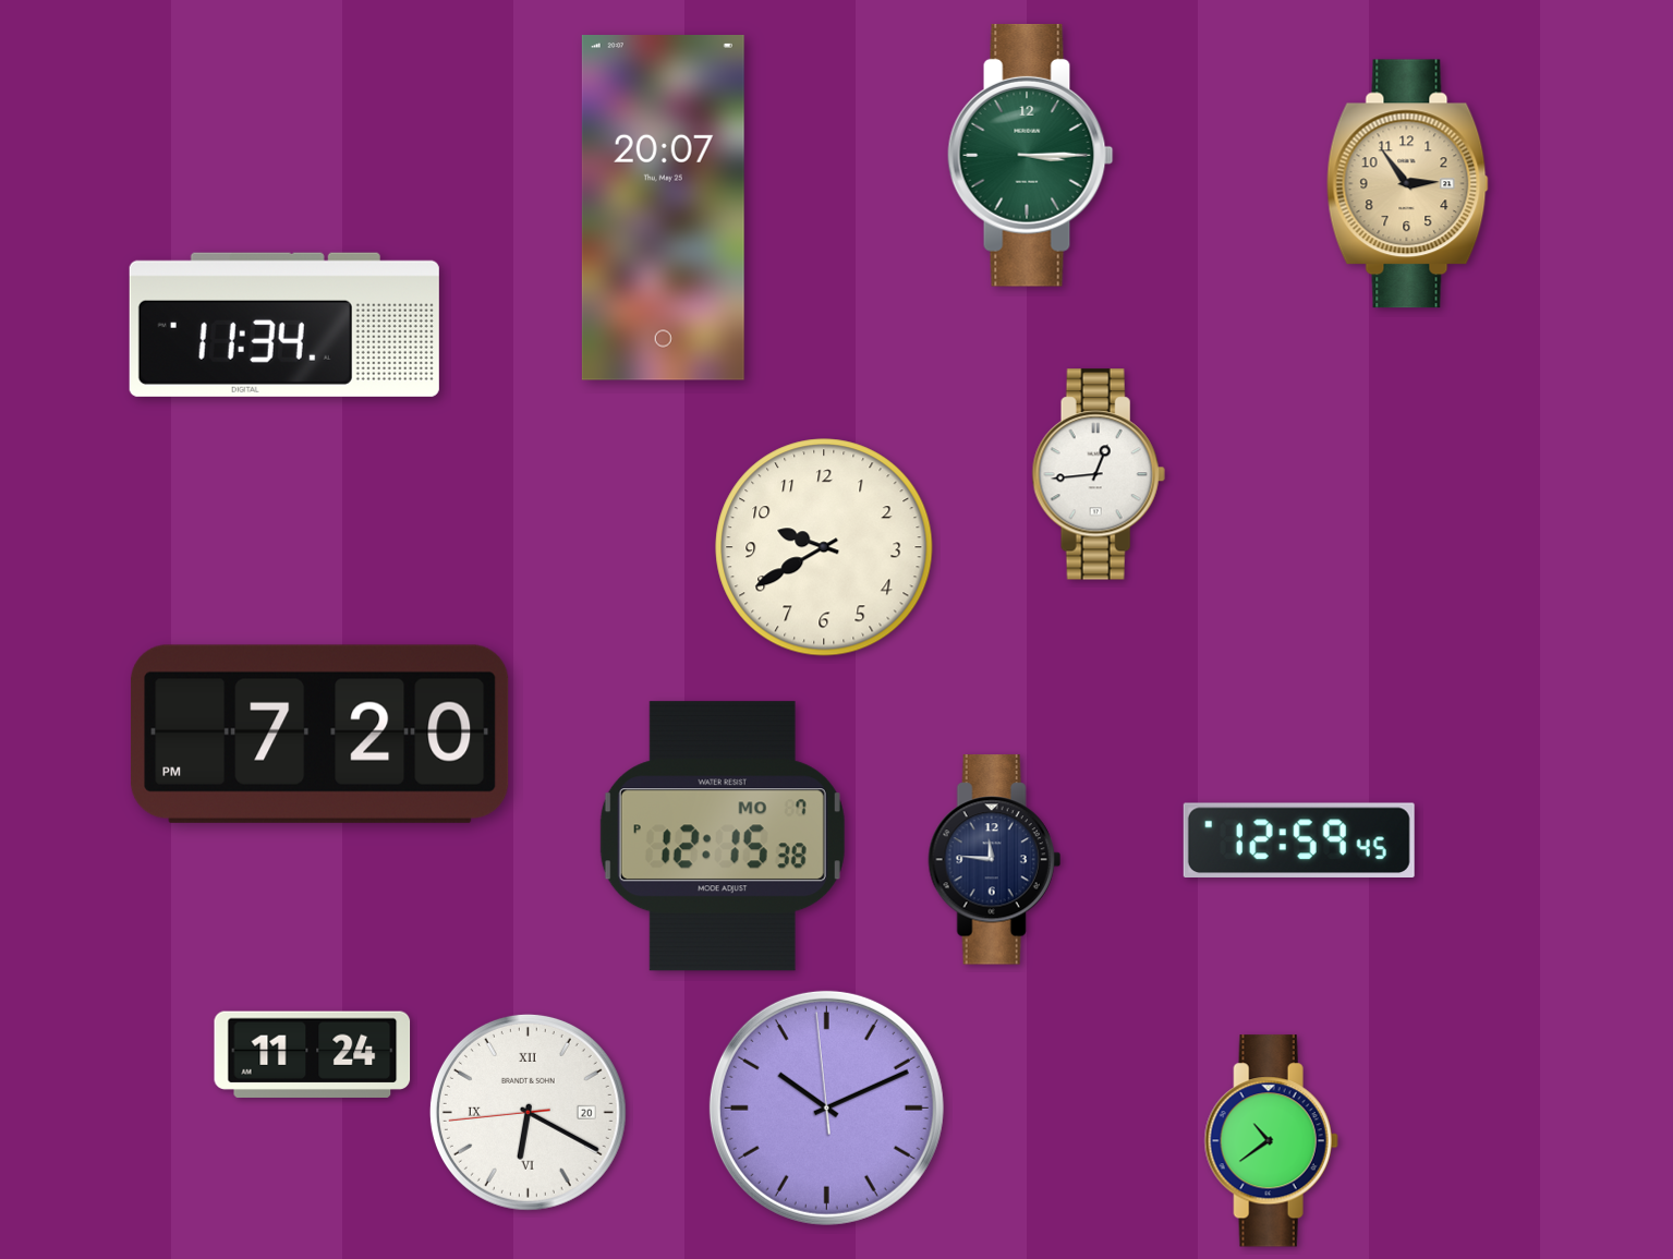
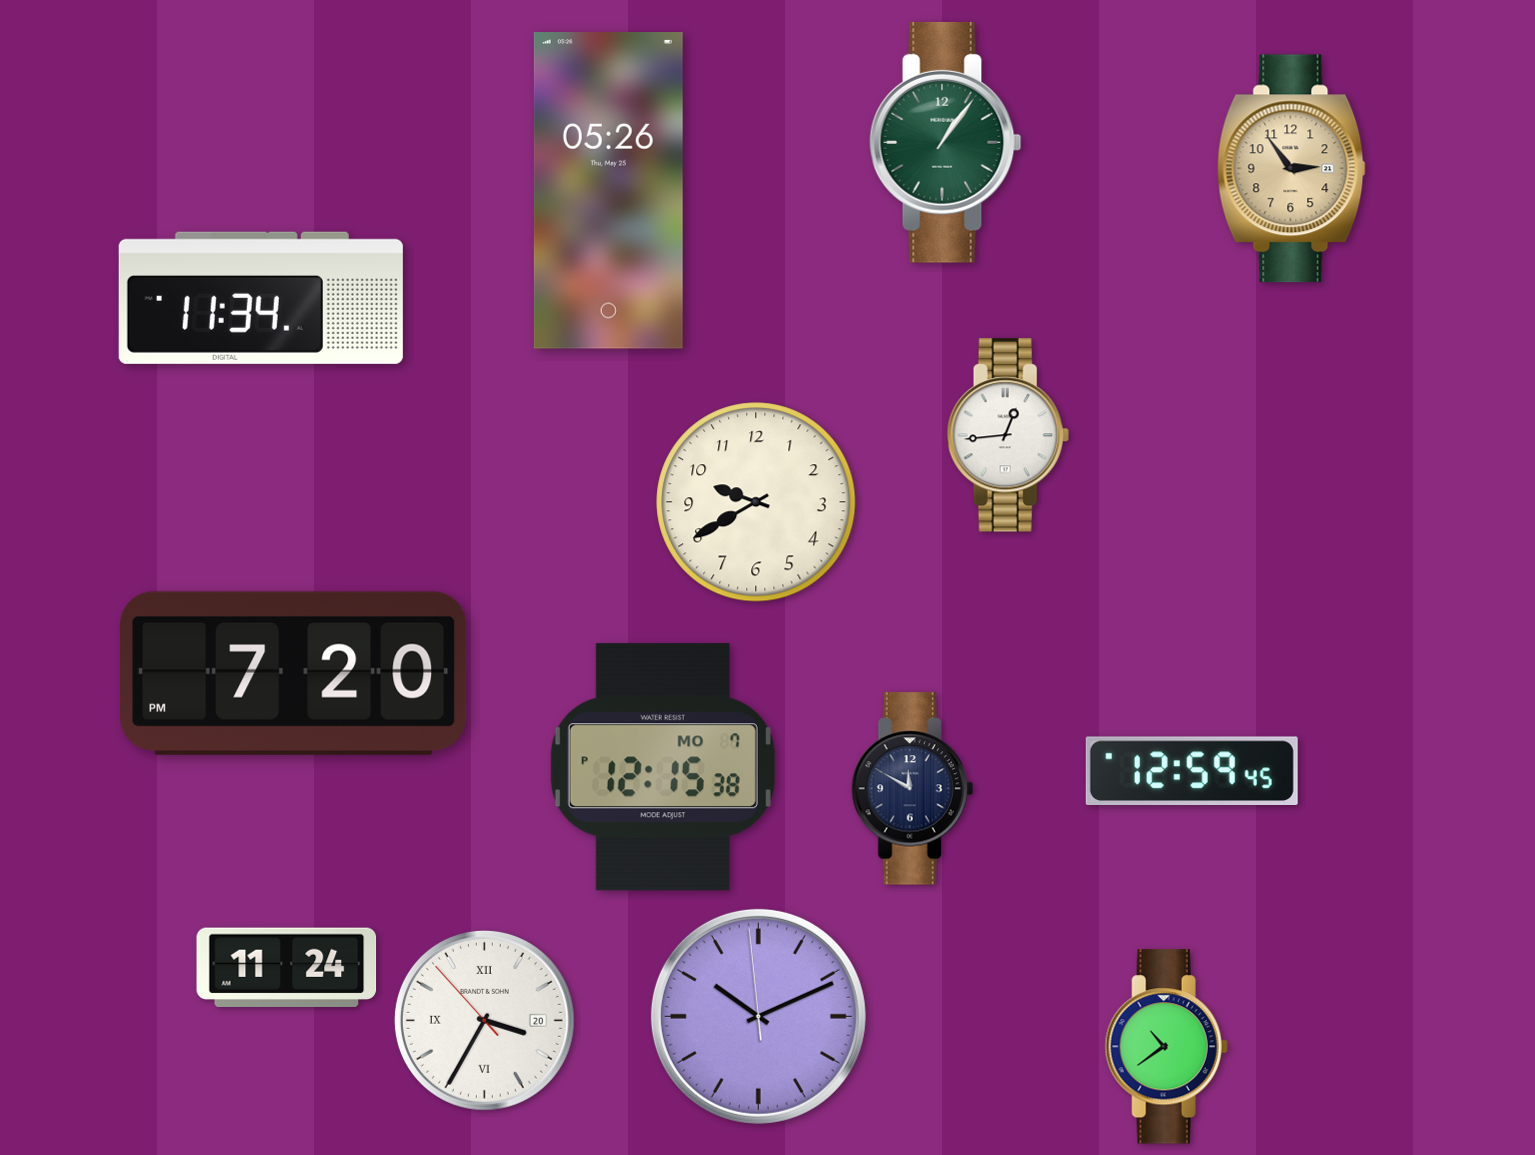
clock at (1031, 155): 3:15 -> 1:06
clock at (663, 208): 20:07 -> 05:26
clock at (994, 860): 11:46 -> 11:50
clock at (528, 1112): 6:19 -> 3:34
